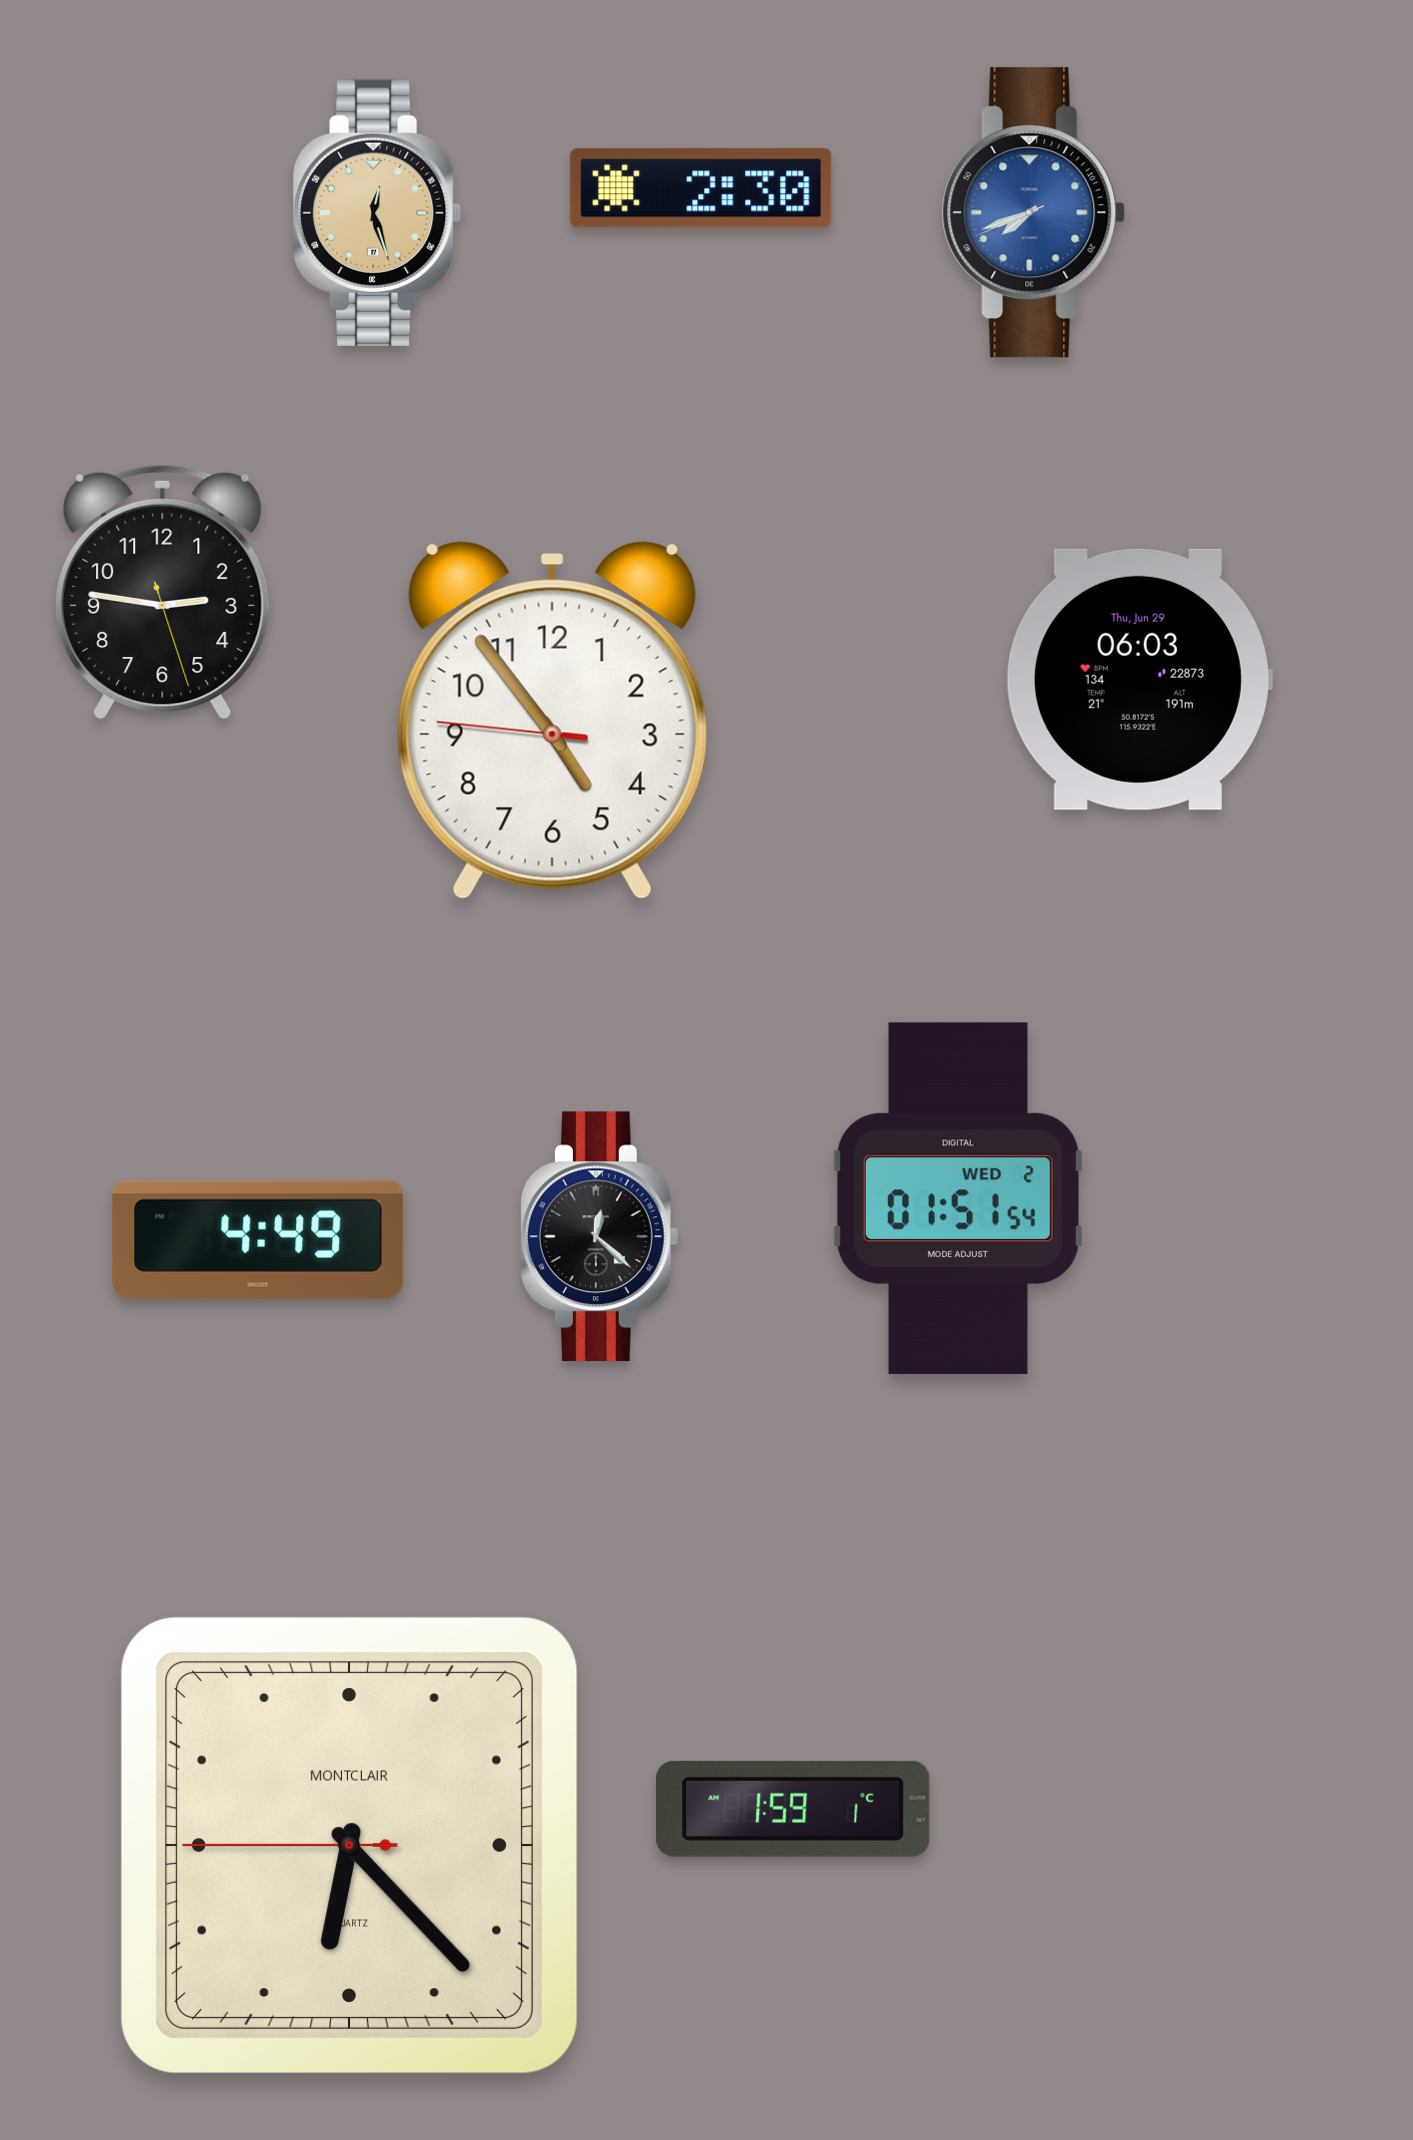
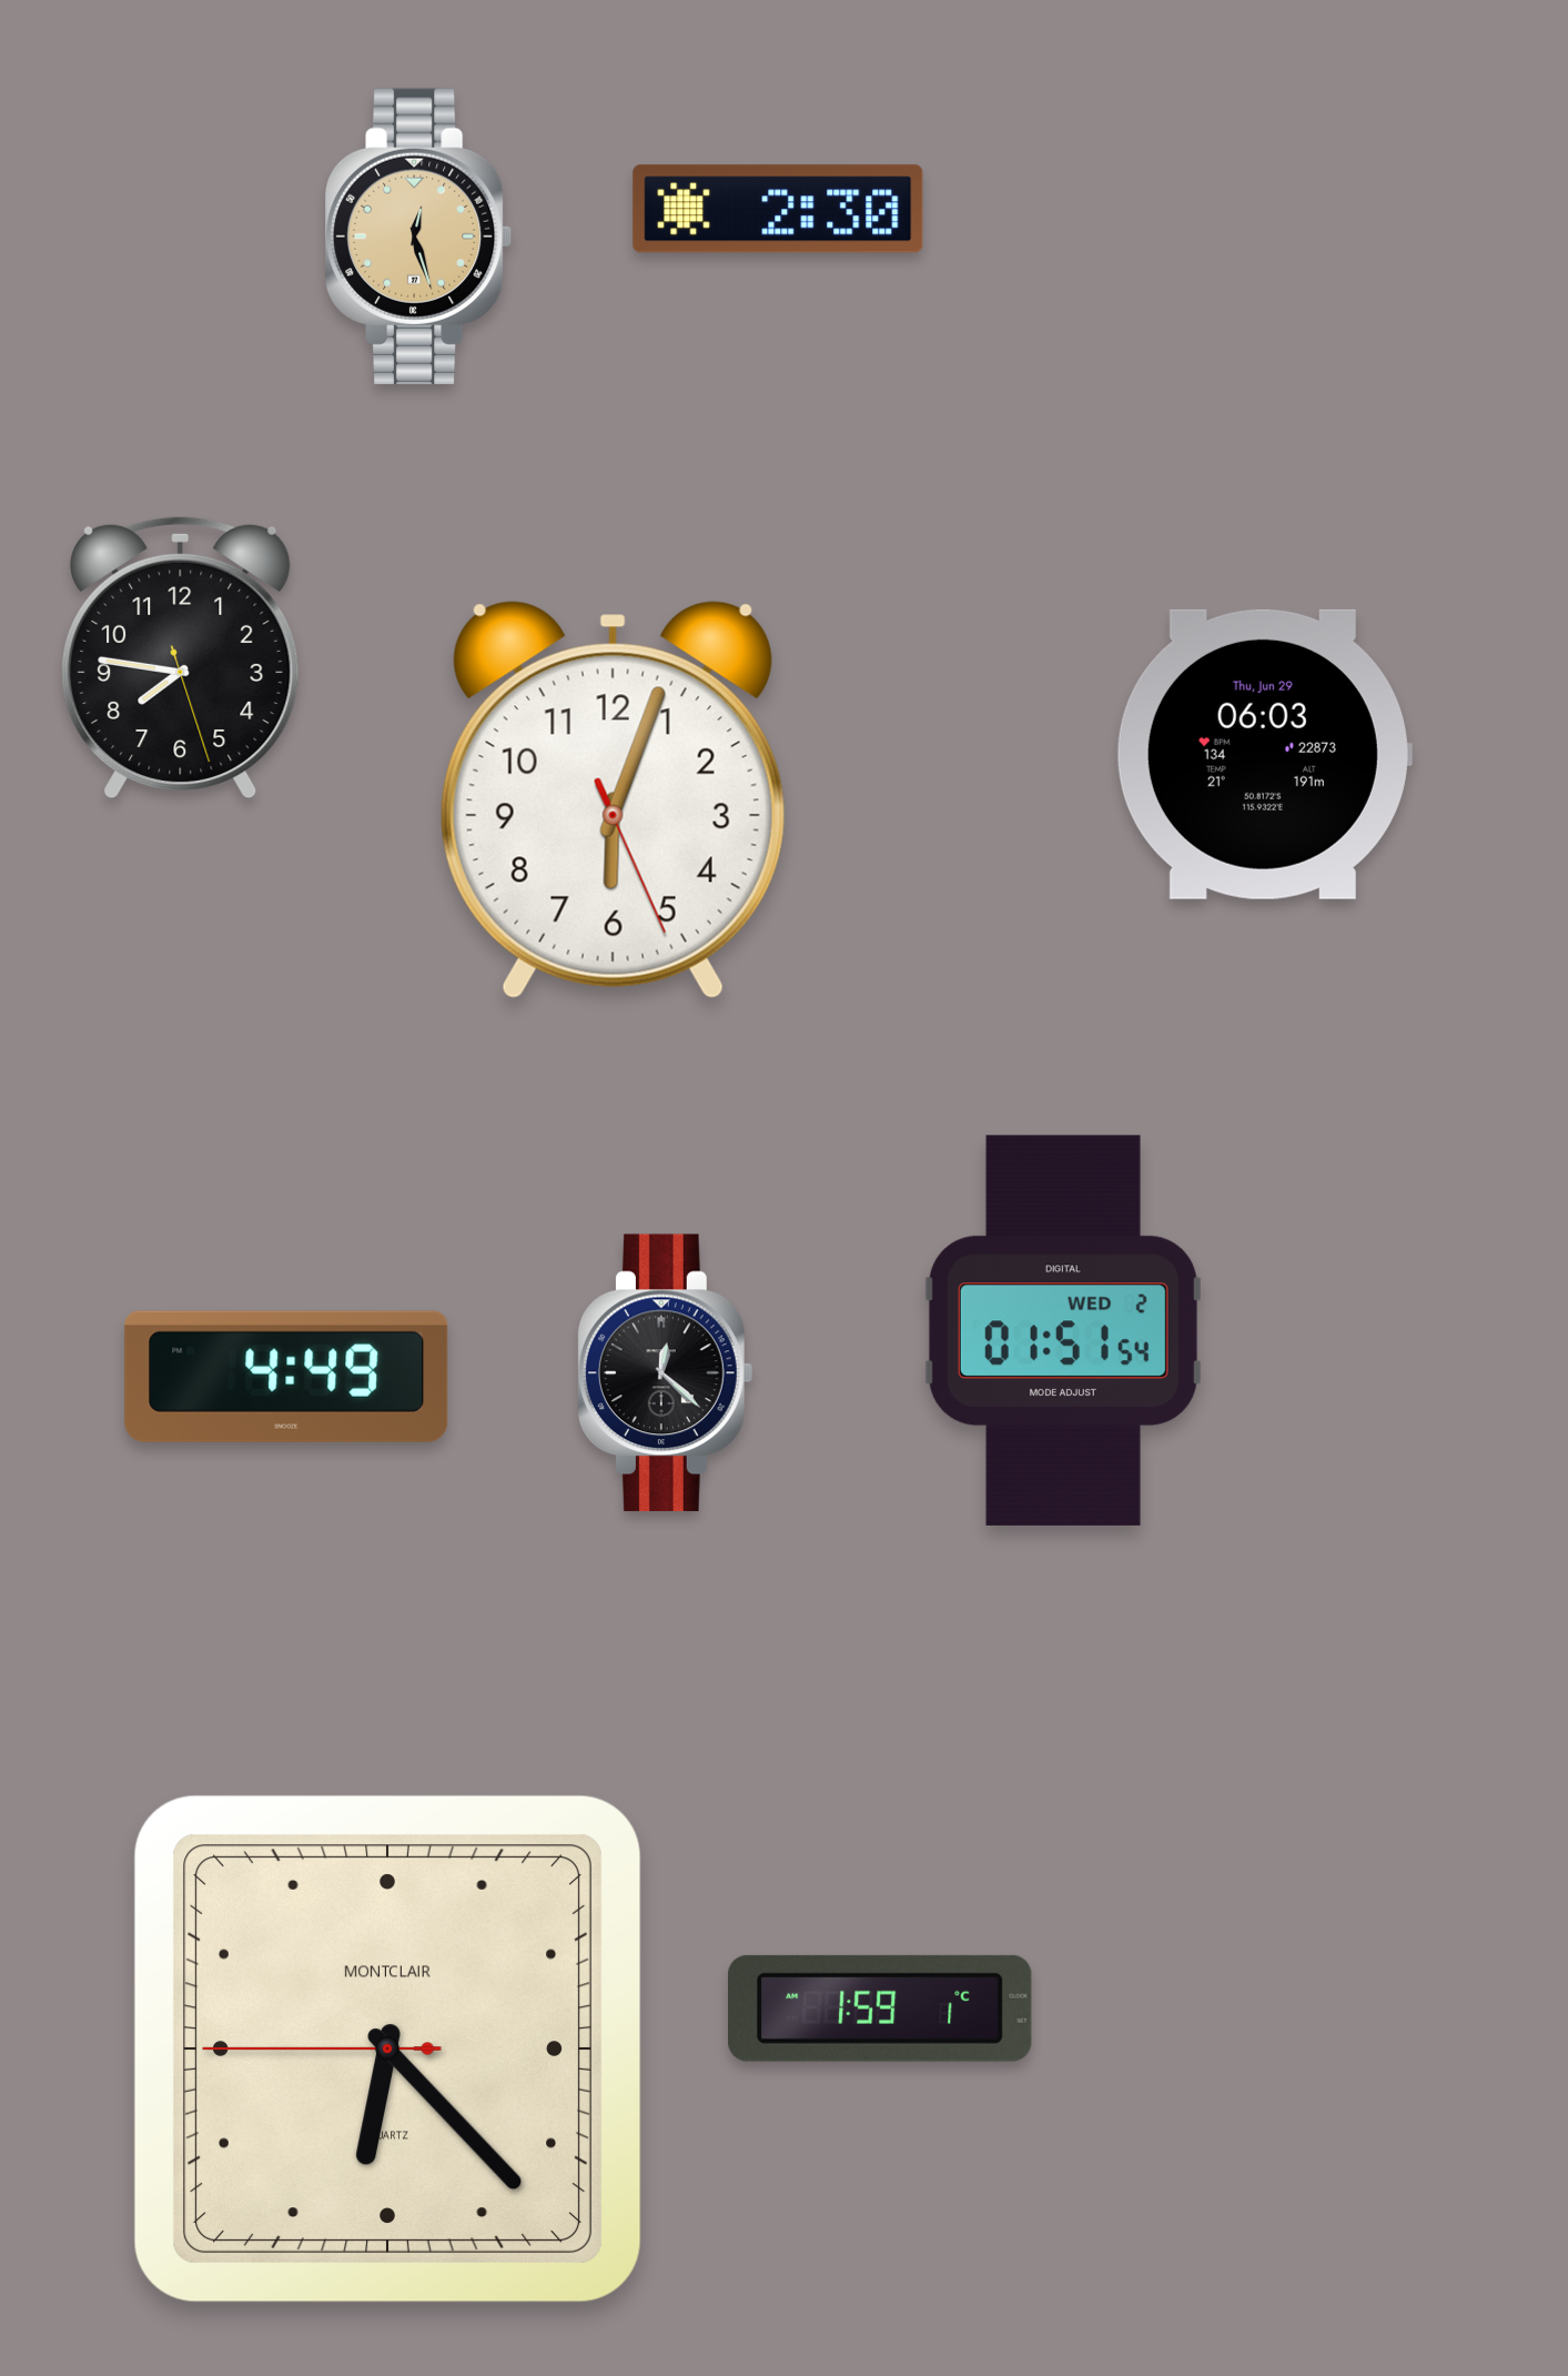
clock at (1034, 213): 7:41 -> none
clock at (163, 592): 2:46 -> 7:46
clock at (552, 720): 4:53 -> 6:03
